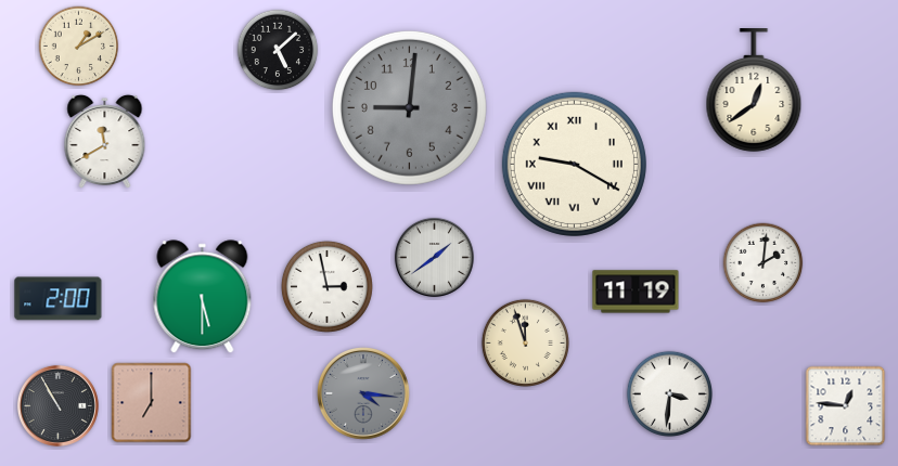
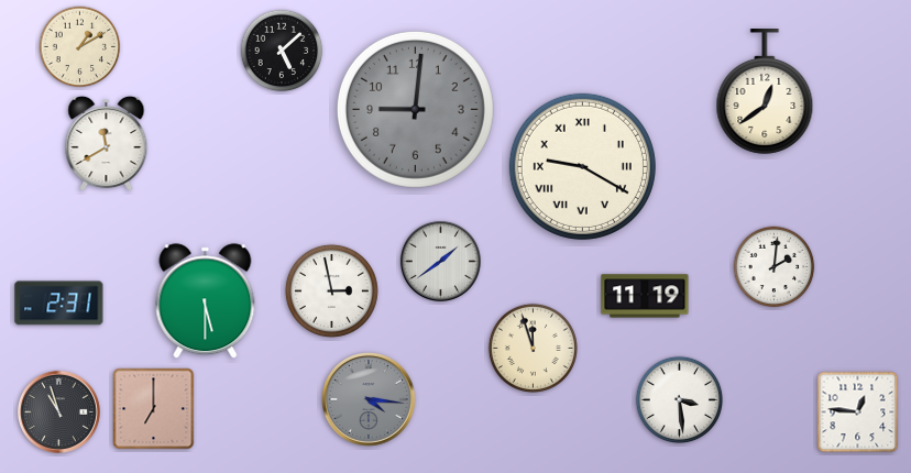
clock at (59, 299): 2:00 -> 2:31
clock at (669, 393): 3:31 -> 3:29
clock at (57, 405): 10:55 -> 10:57
